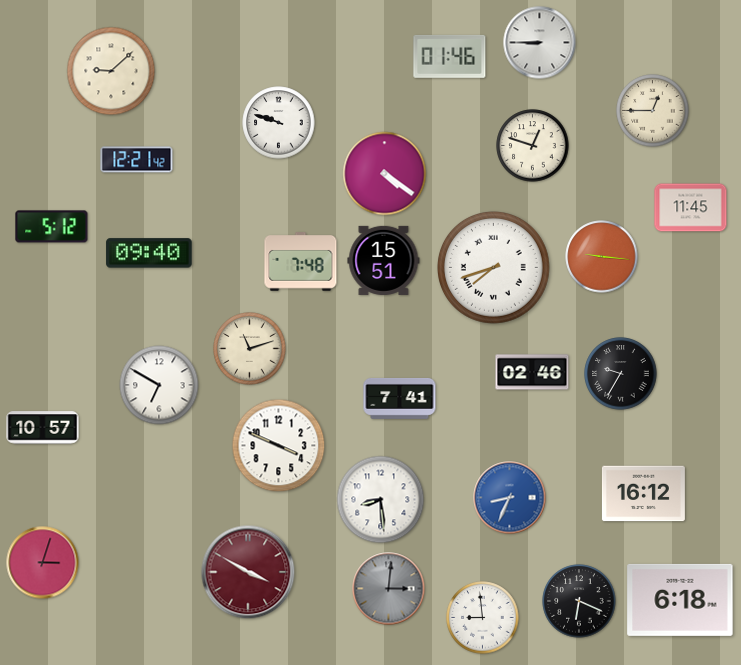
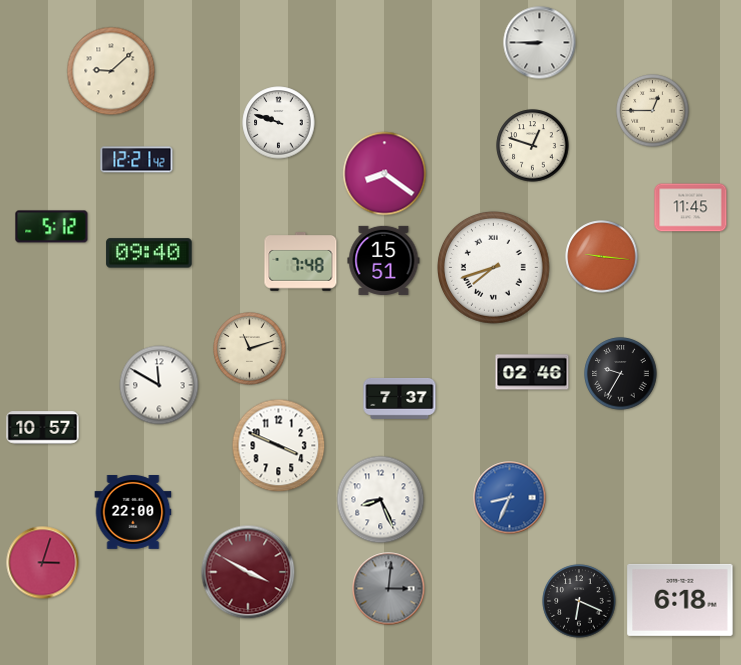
clock at (450, 56): 01:46 -> none
clock at (385, 174): 4:21 -> 8:21
clock at (159, 385): 6:50 -> 11:50
clock at (400, 398): 7:41 -> 7:37
clock at (643, 494): 16:12 -> none
clock at (381, 500): 8:29 -> 8:26
clock at (133, 513): none -> 22:00
clock at (483, 618): 8:59 -> none
